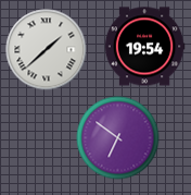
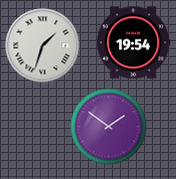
clock at (47, 50): 1:38 -> 1:33
clock at (118, 138): 6:51 -> 1:51
